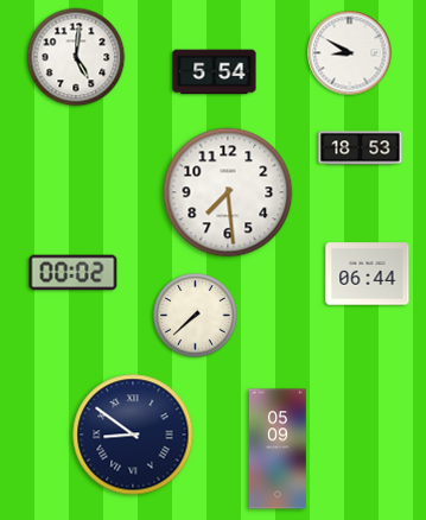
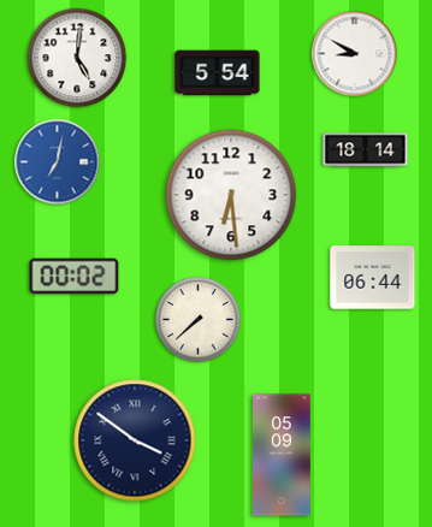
clock at (361, 148): 18:53 -> 18:14
clock at (58, 162): none -> 7:02
clock at (228, 192): 7:29 -> 6:29
clock at (133, 435): 8:51 -> 3:51
